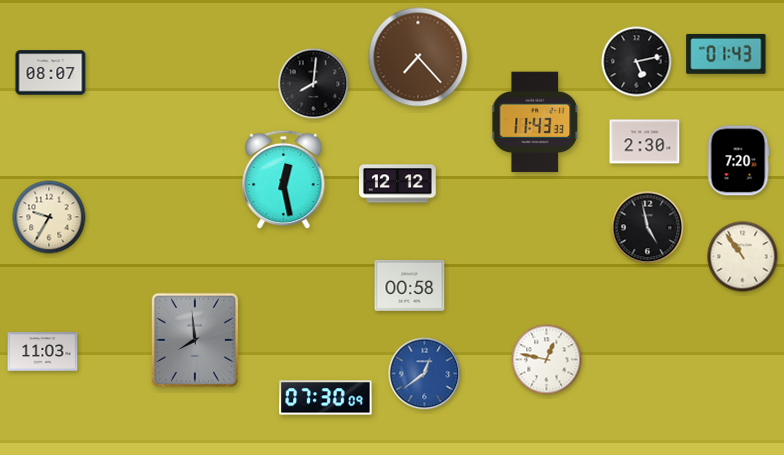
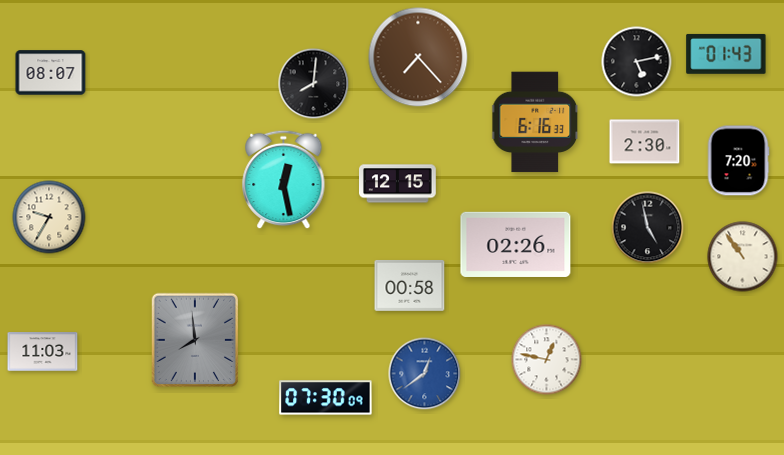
clock at (536, 122): 11:43 -> 6:16
clock at (398, 184): 12:12 -> 12:15
clock at (516, 244): none -> 02:26
